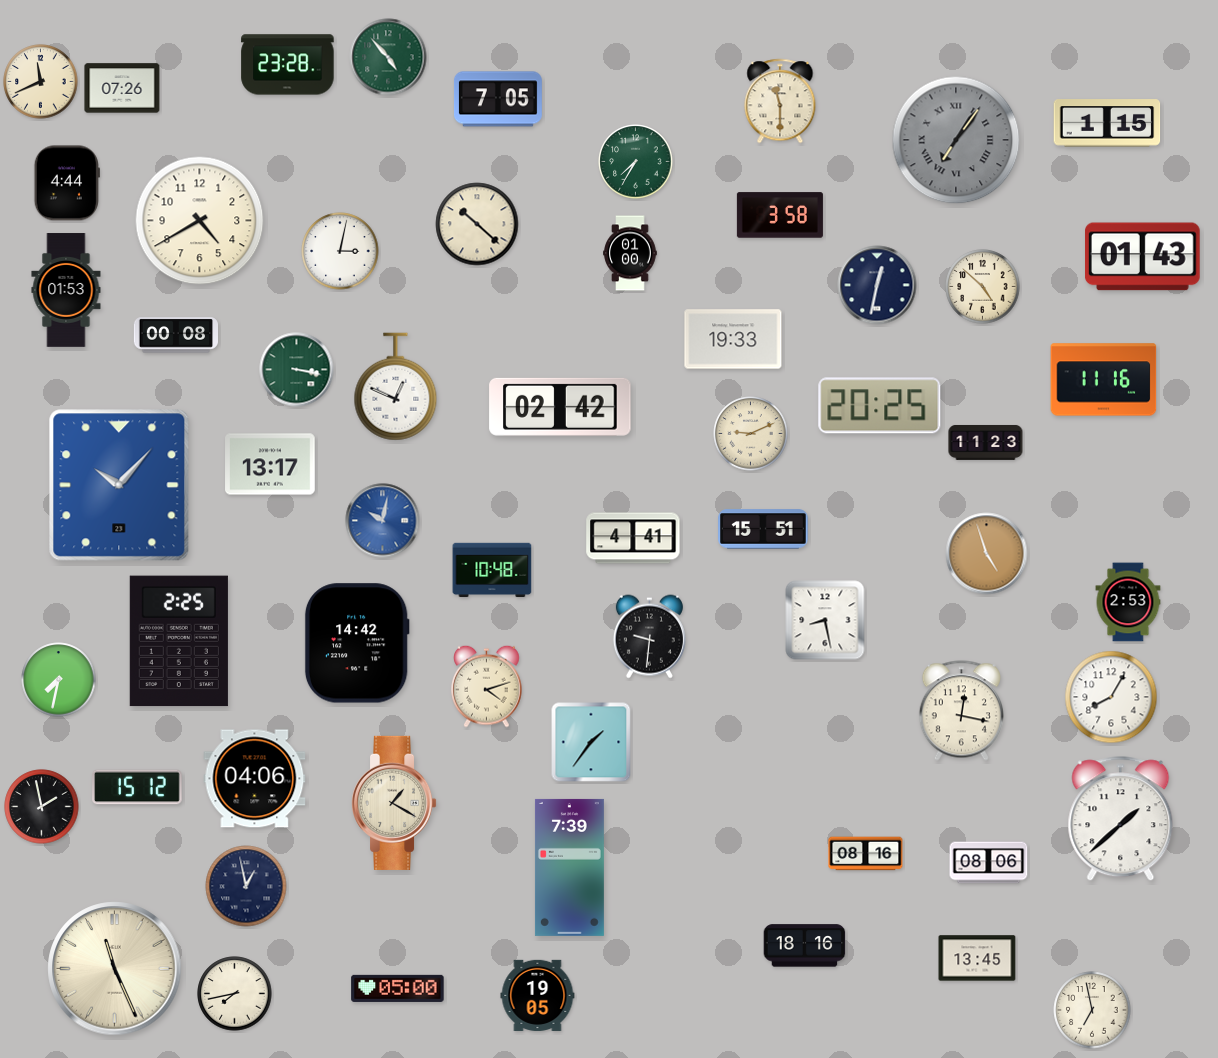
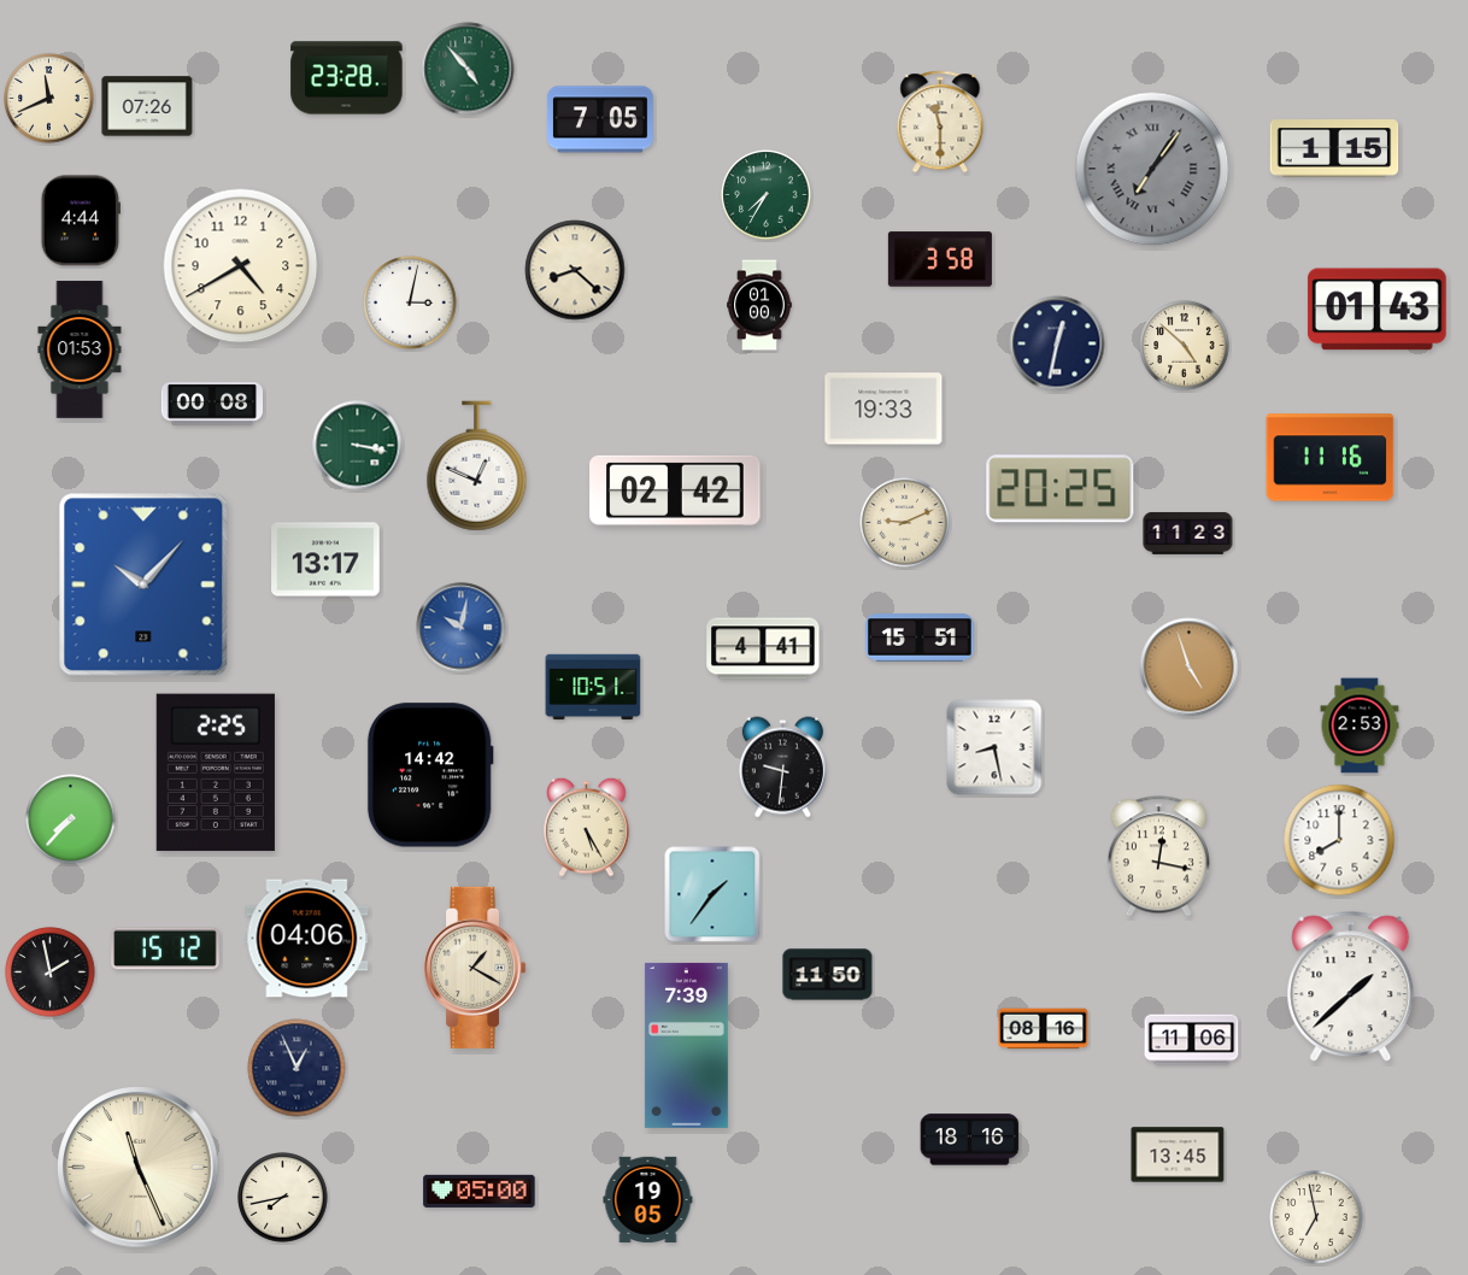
clock at (477, 224): 10:22 -> 8:22
clock at (492, 570): 10:48 -> 10:51
clock at (59, 680): 7:32 -> 7:37
clock at (487, 686): 4:12 -> 5:25
clock at (1111, 697): 8:05 -> 8:00
clock at (828, 975): none -> 11:50
clock at (989, 863): 08:06 -> 11:06
clock at (246, 886): 12:58 -> 12:56
